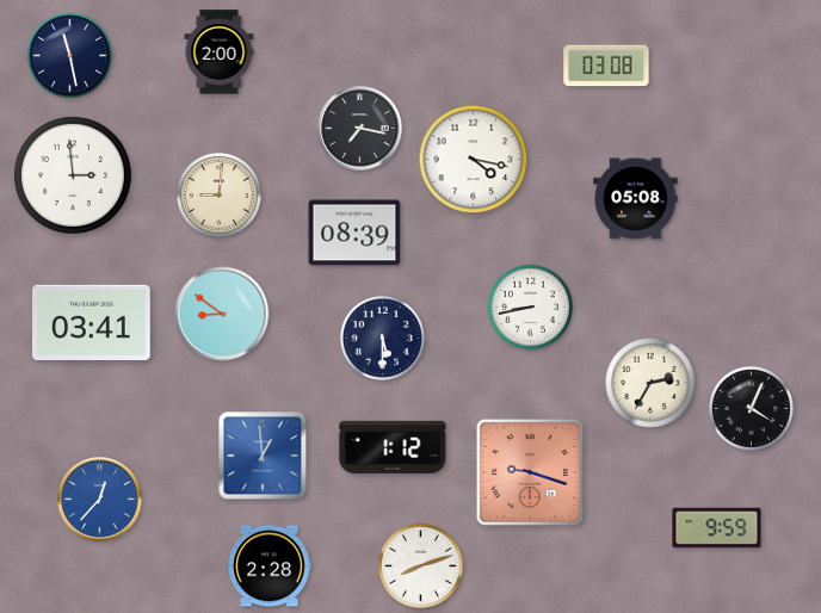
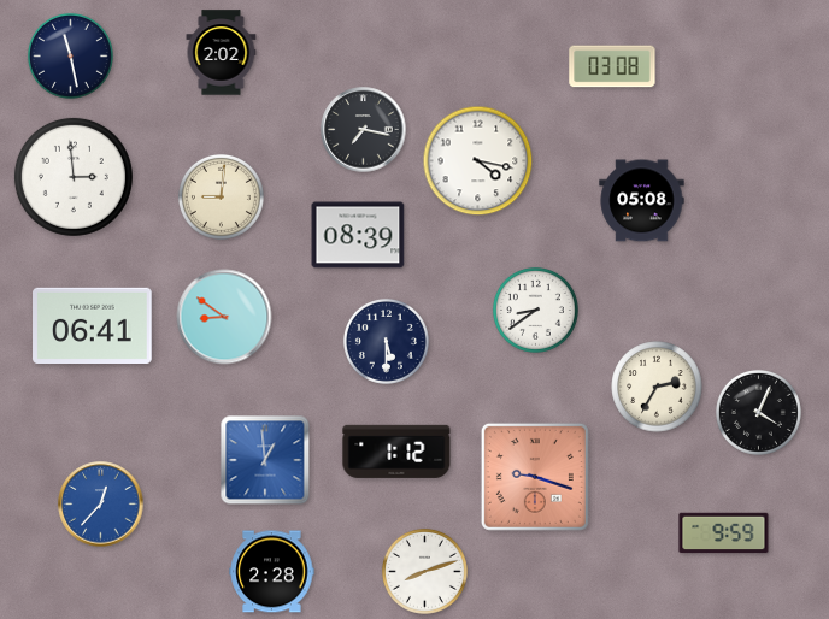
clock at (220, 52): 2:00 -> 2:02
clock at (530, 306): 8:43 -> 8:39
clock at (92, 322): 03:41 -> 06:41
